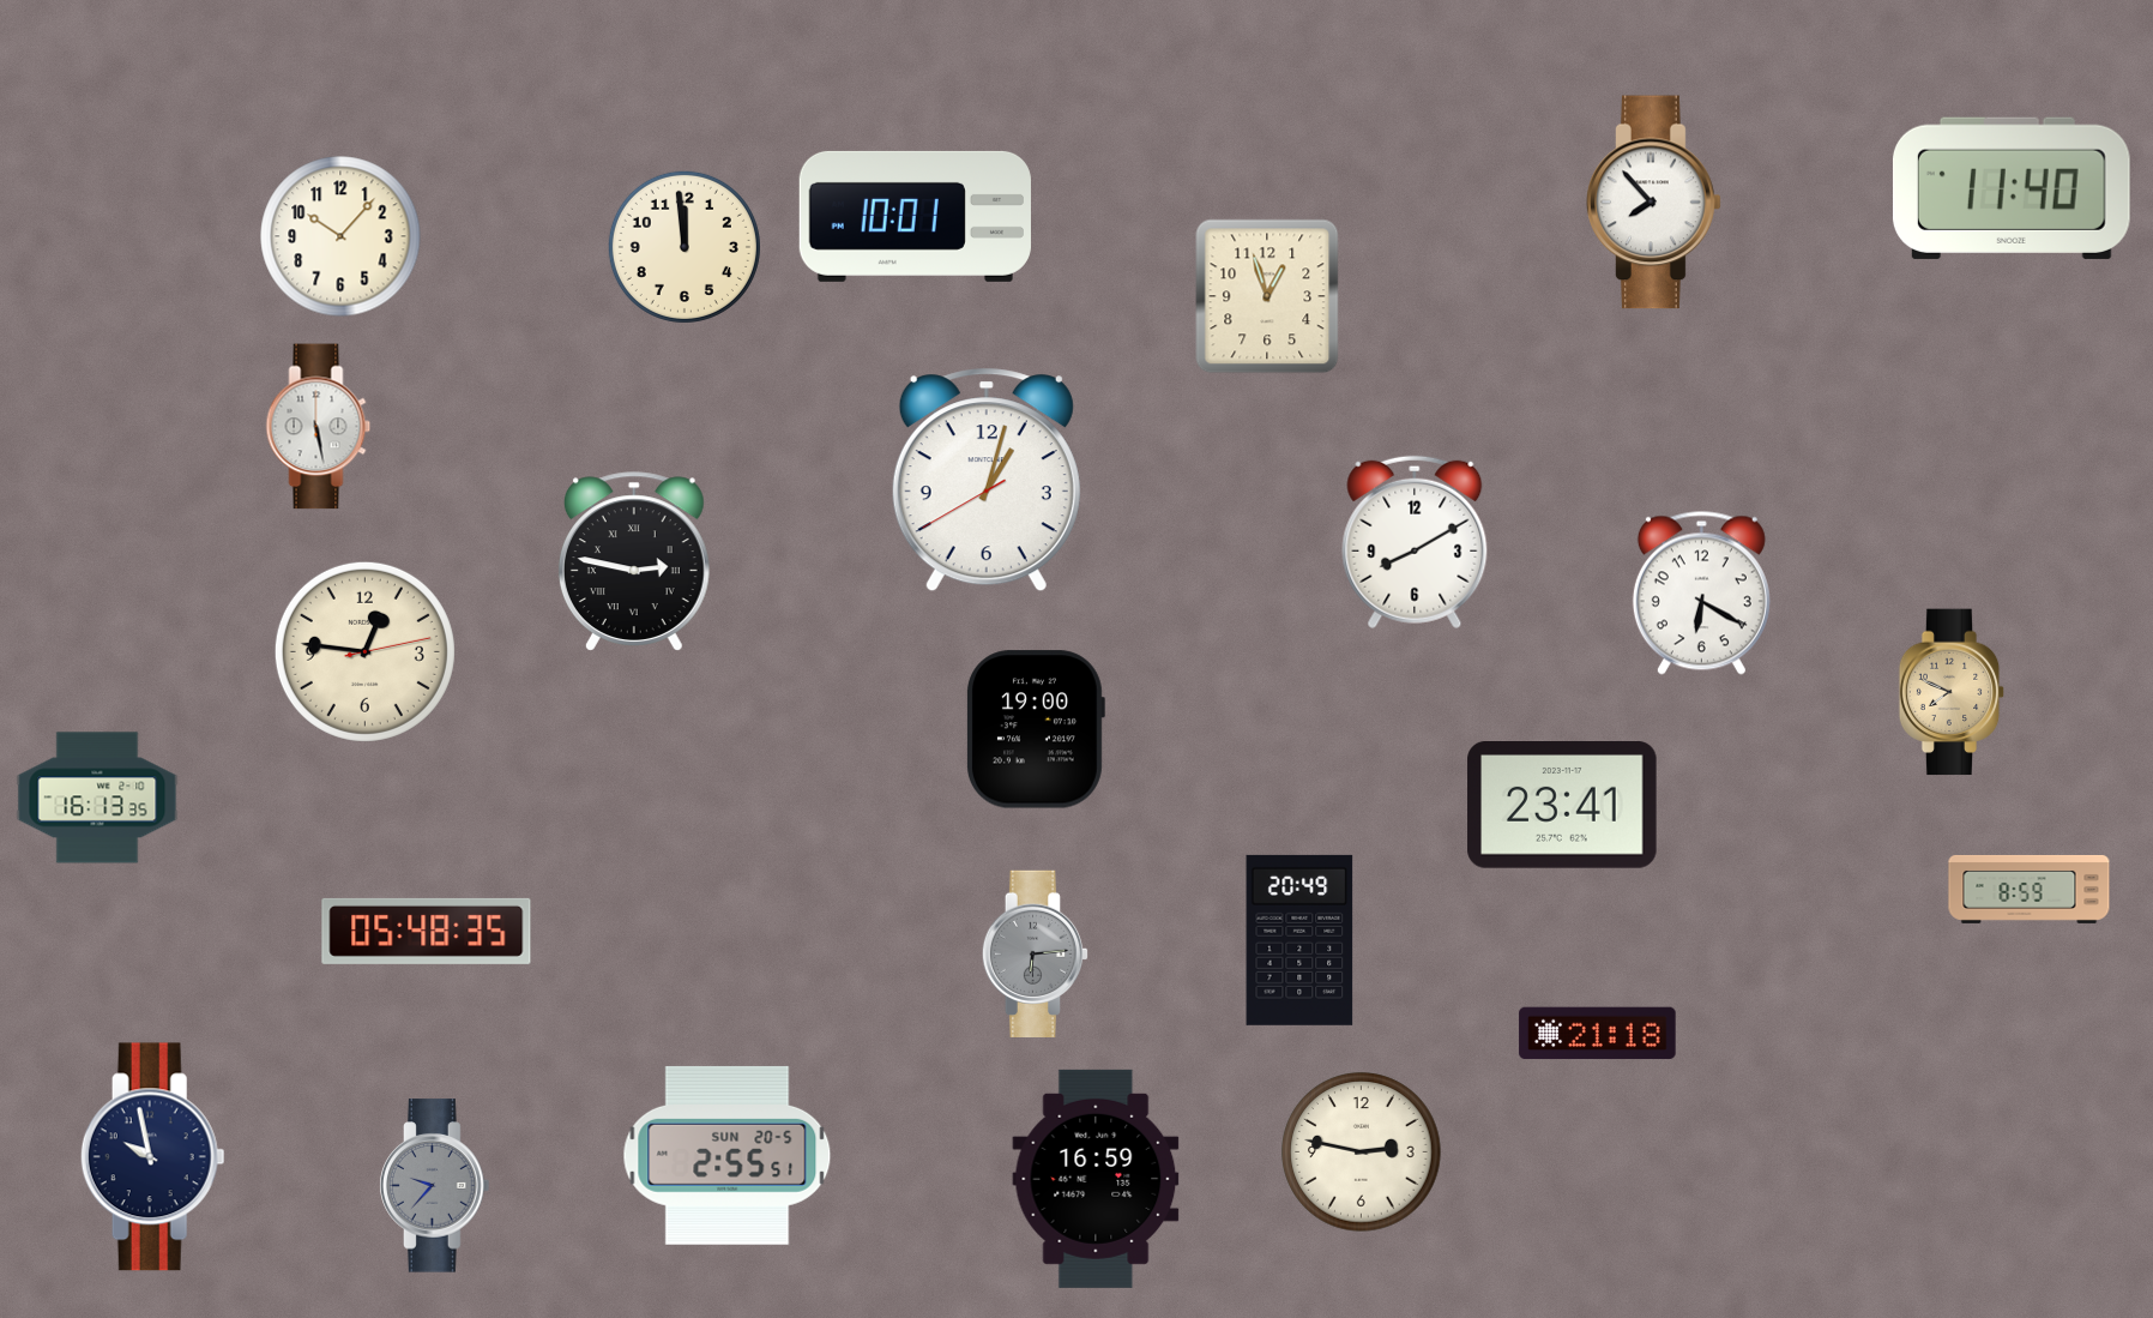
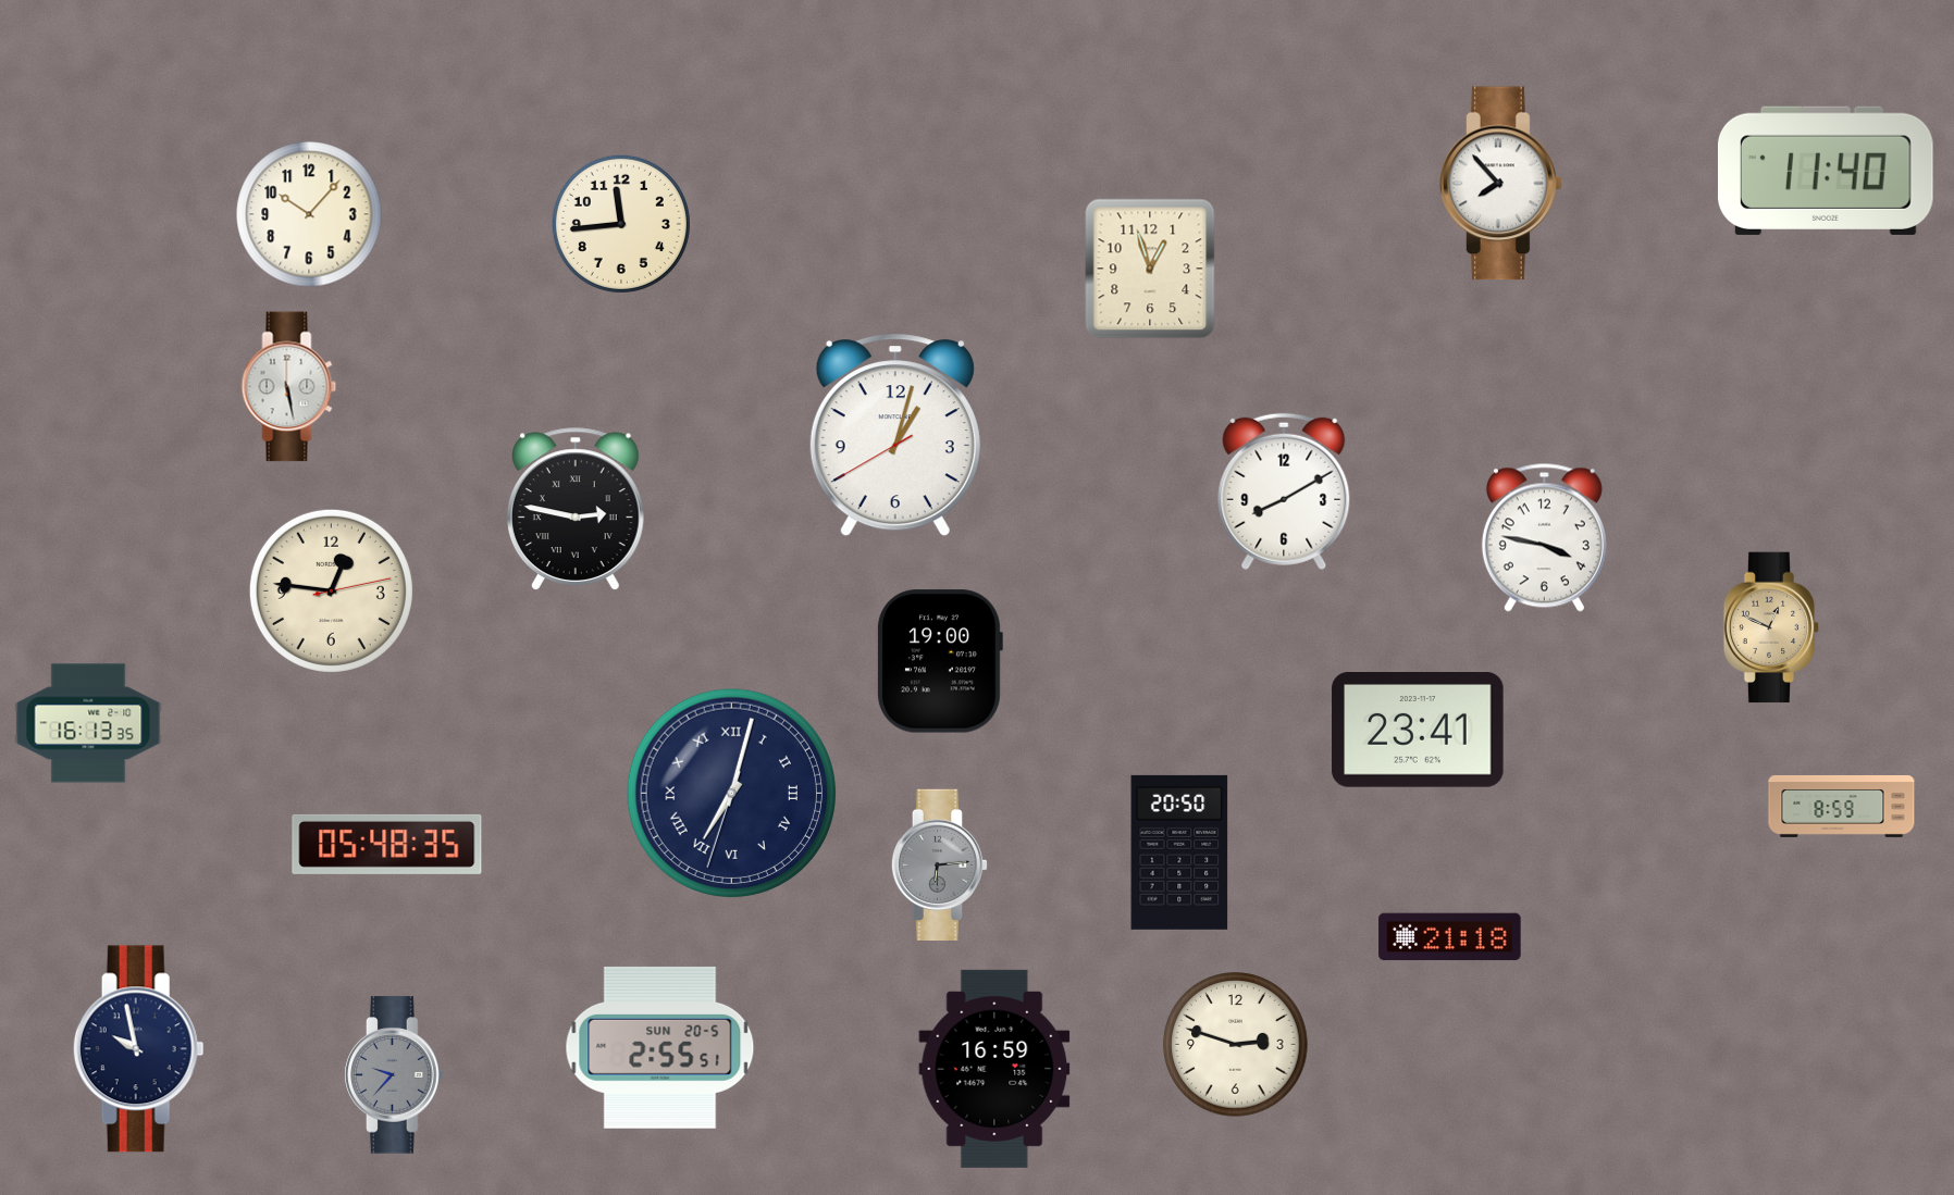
clock at (915, 216): 10:01 -> none
clock at (685, 247): 11:59 -> 11:44
clock at (1701, 592): 6:20 -> 3:47
clock at (1952, 692): 7:49 -> 12:49
clock at (731, 793): none -> 7:02
clock at (1299, 940): 20:49 -> 20:50
clock at (1362, 1153): 2:47 -> 2:48
